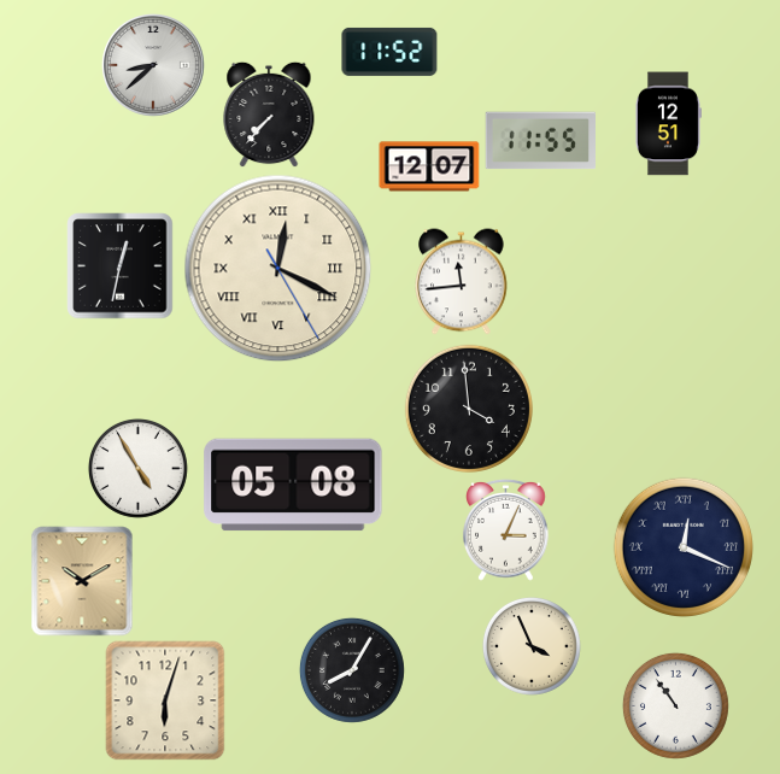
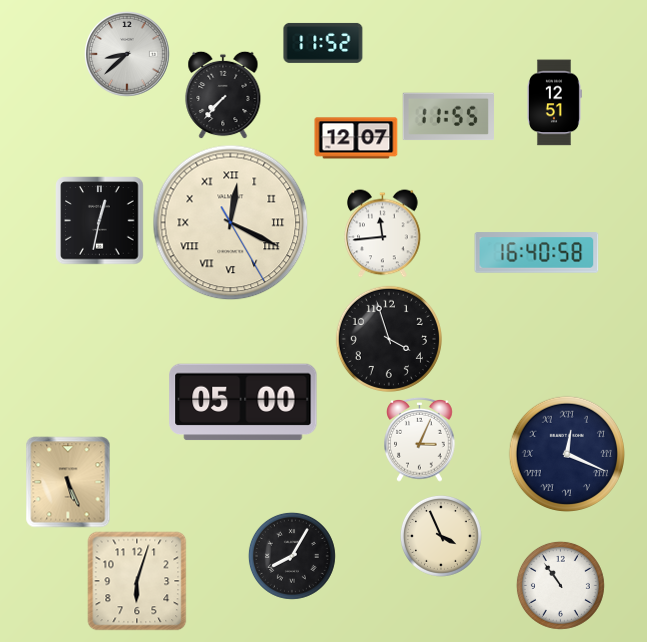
clock at (537, 253): none -> 16:40
clock at (469, 409): 3:59 -> 3:57
clock at (137, 468): 4:55 -> none
clock at (293, 485): 05:08 -> 05:00
clock at (82, 581): 10:10 -> 5:26
